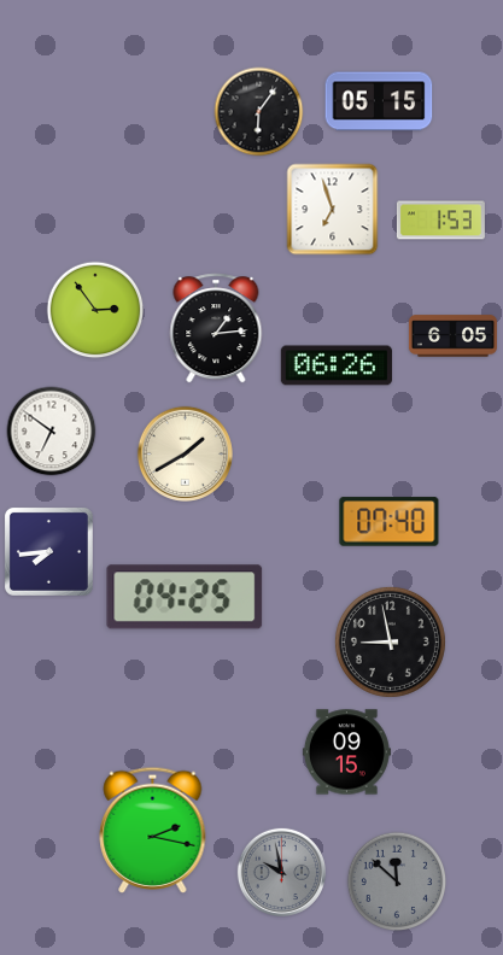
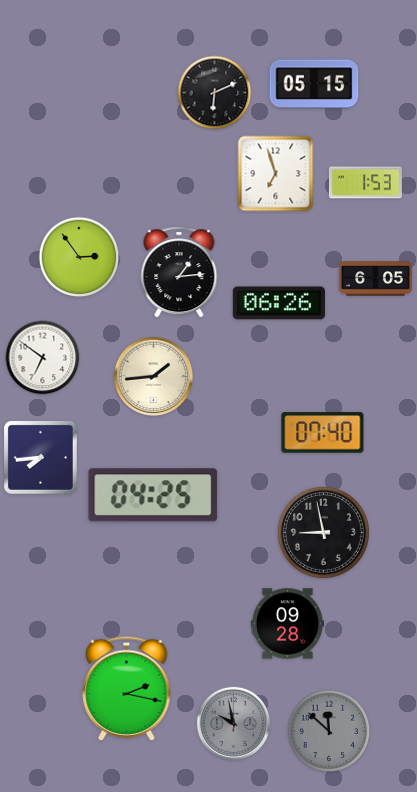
clock at (259, 112): 6:06 -> 6:11
clock at (185, 453): 1:40 -> 1:44
clock at (346, 752): 09:15 -> 09:28
